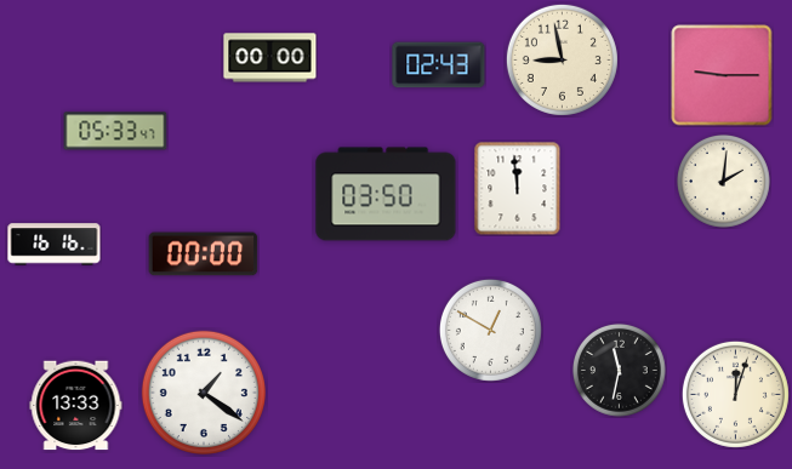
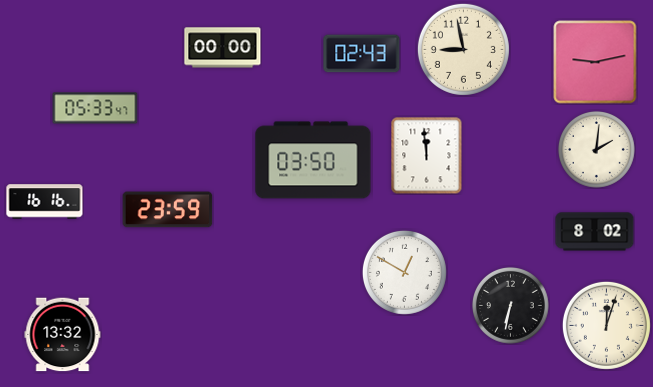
clock at (722, 75): 9:15 -> 9:13
clock at (386, 194) position: (386, 194) -> (313, 160)
clock at (204, 254): 00:00 -> 23:59
clock at (595, 232): none -> 8:02
clock at (619, 370): 11:32 -> 6:32
clock at (204, 393): 1:21 -> none
clock at (76, 406): 13:33 -> 13:32
